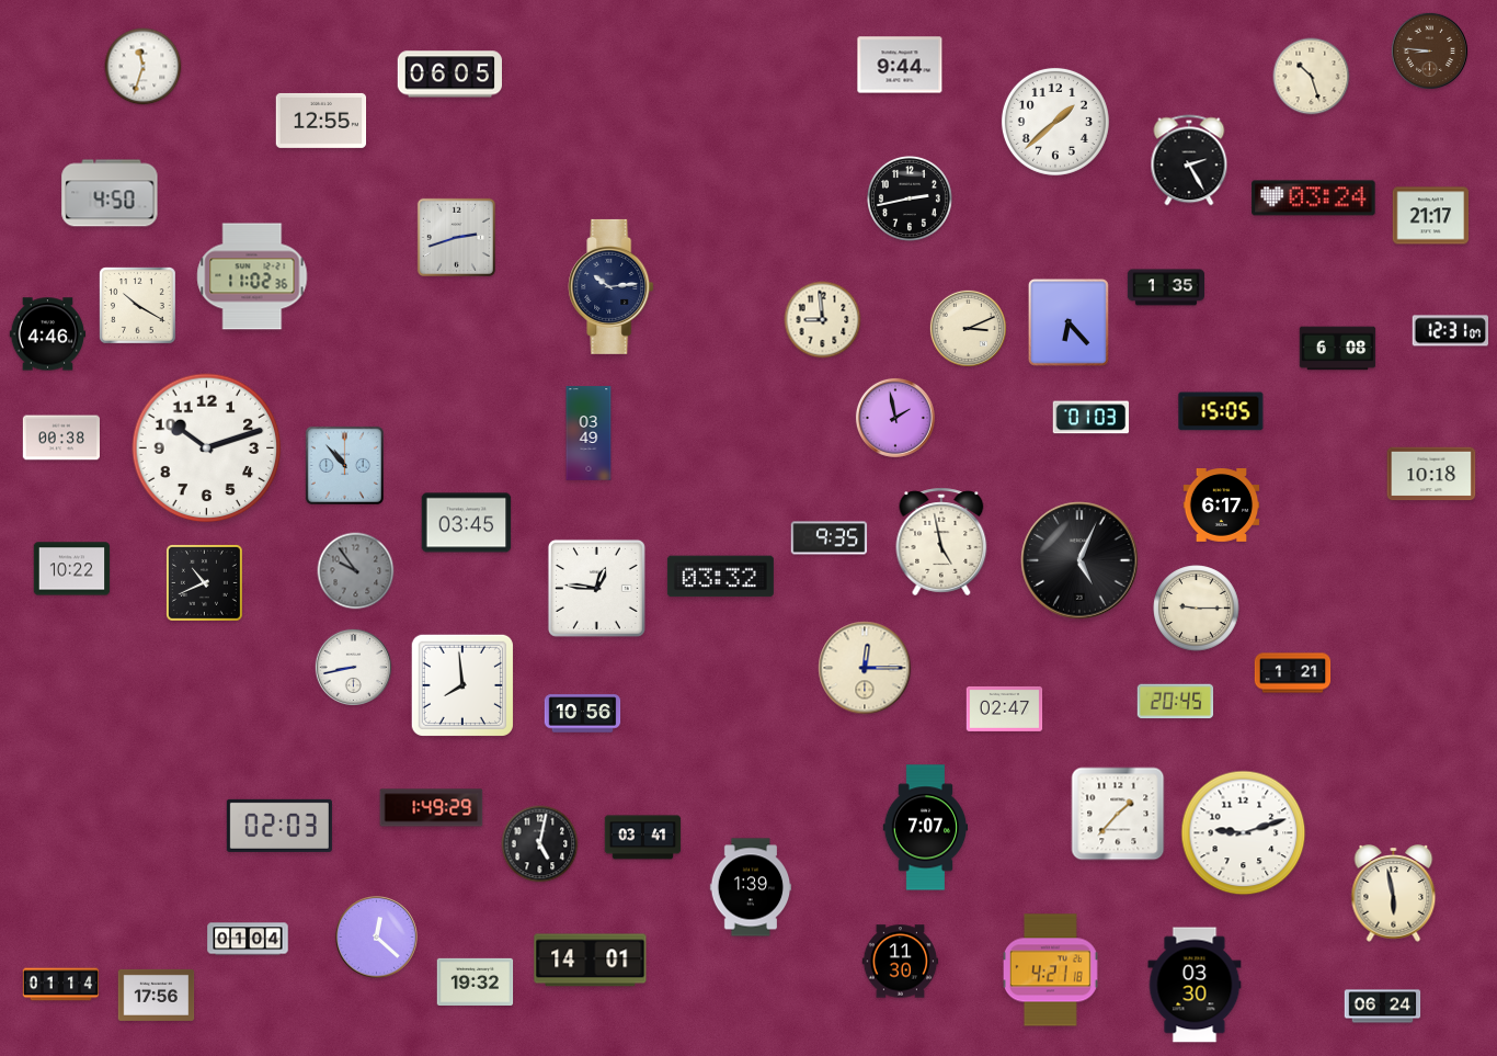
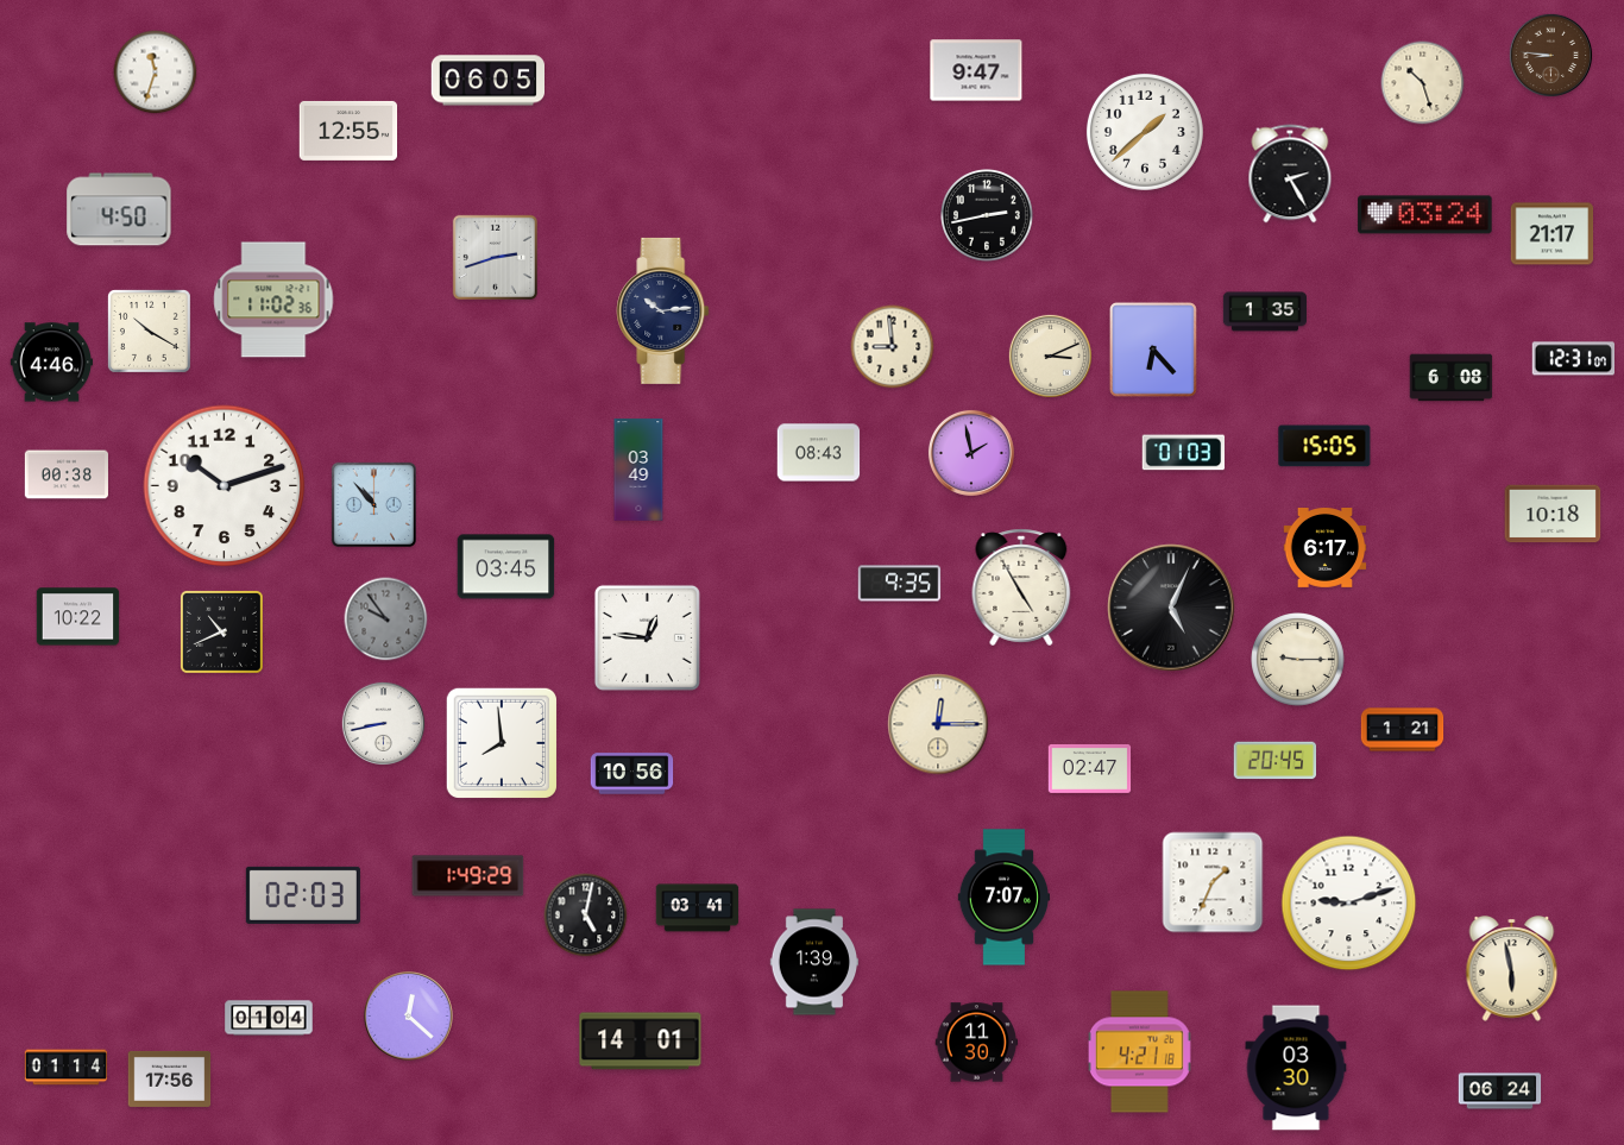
clock at (900, 65): 9:44 -> 9:47
clock at (1069, 322) position: (1069, 322) -> (1153, 350)
clock at (819, 453): none -> 08:43
clock at (941, 542): 4:58 -> 4:55
clock at (720, 577): 03:32 -> none
clock at (1118, 814): 1:37 -> 1:34
clock at (476, 983): 19:32 -> none
